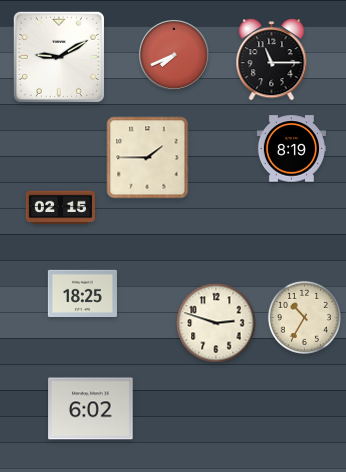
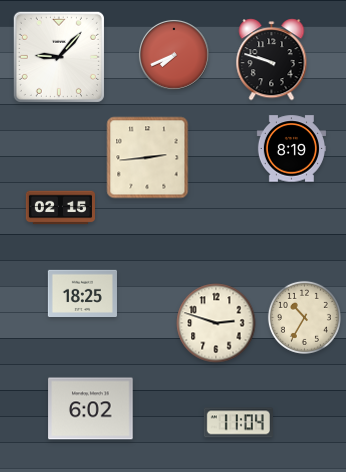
clock at (59, 57): 9:10 -> 9:07
clock at (272, 60): 11:15 -> 9:48
clock at (148, 158): 1:45 -> 2:44
clock at (238, 423): none -> 11:04
